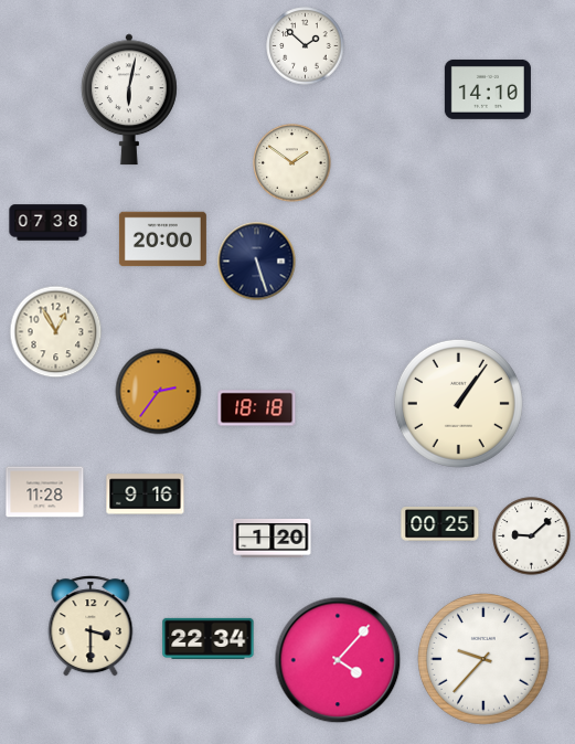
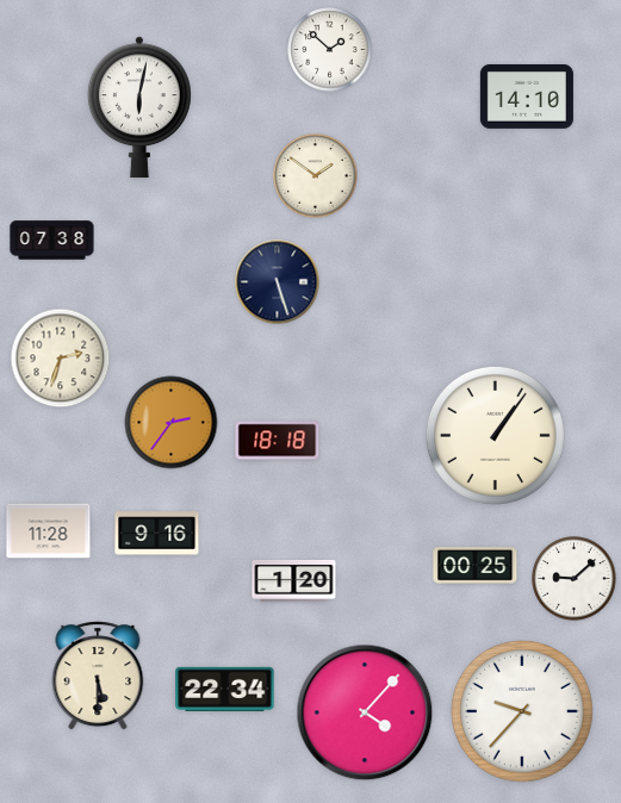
clock at (162, 240): 20:00 -> none
clock at (56, 332): 12:55 -> 2:33
clock at (90, 626): 3:30 -> 5:30
